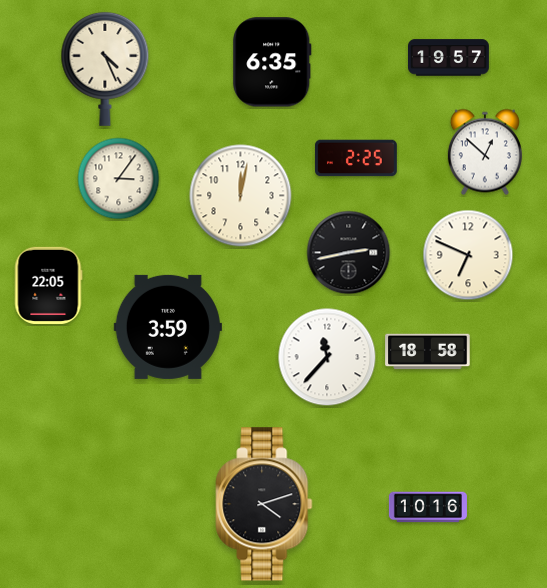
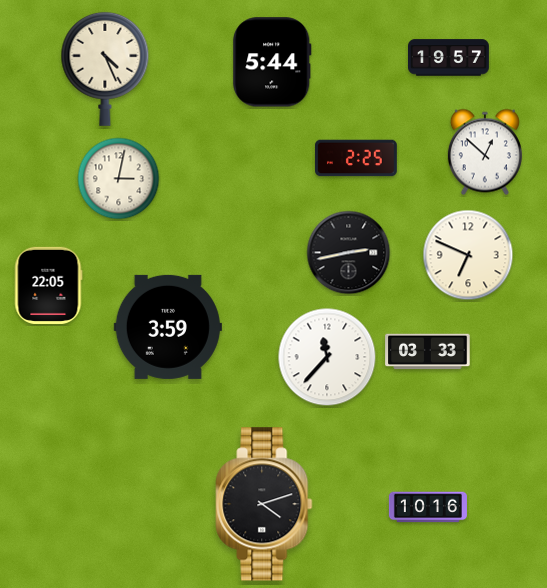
clock at (272, 62): 6:35 -> 5:44
clock at (119, 179): 3:06 -> 3:02
clock at (241, 196): 12:02 -> none
clock at (428, 352): 18:58 -> 03:33
